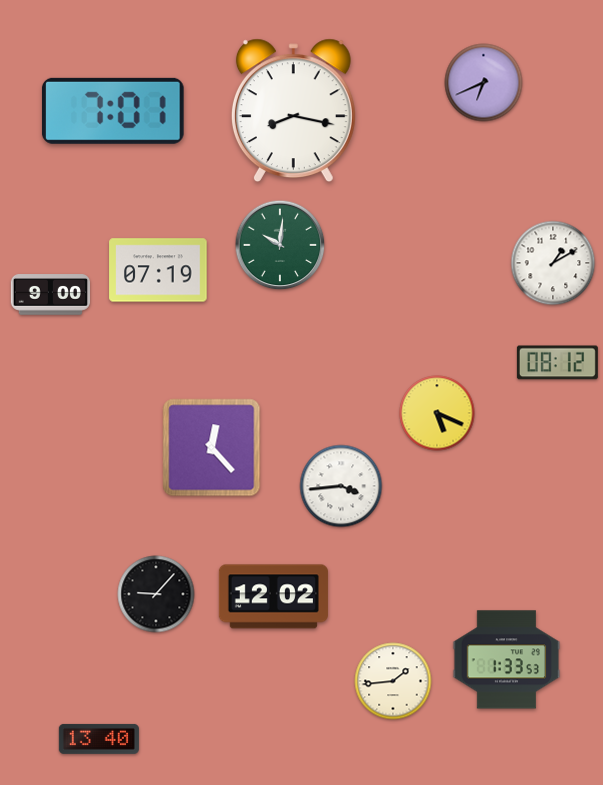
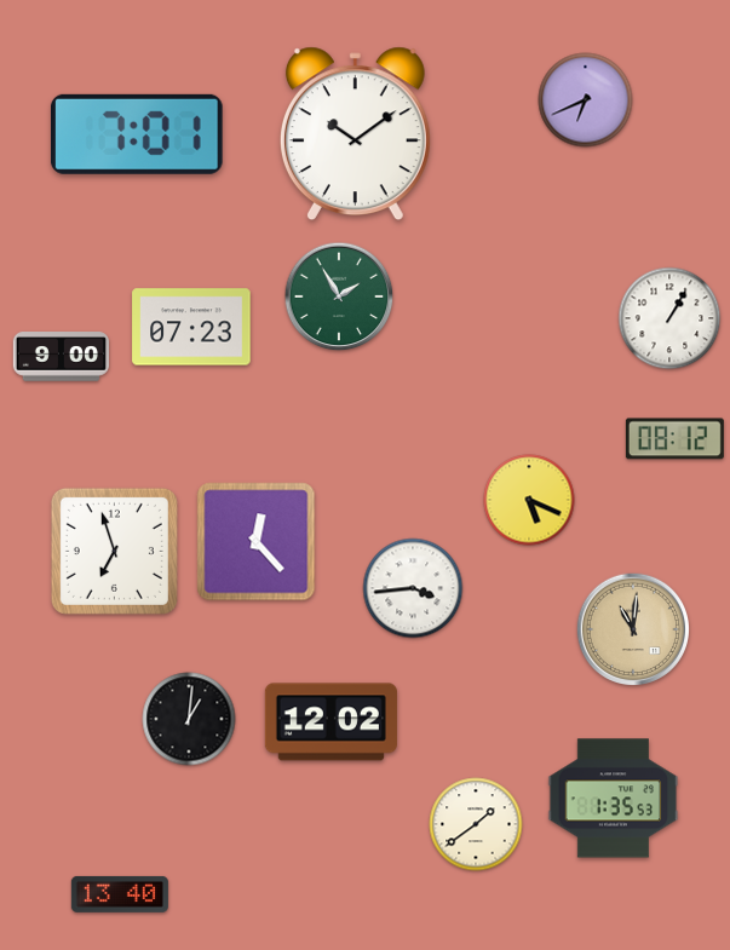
clock at (293, 110): 8:17 -> 10:09
clock at (280, 245): 10:01 -> 1:55
clock at (553, 263): 1:10 -> 1:05
clock at (158, 270): 07:19 -> 07:23
clock at (114, 551): none -> 6:57
clock at (632, 628): none -> 11:01
clock at (156, 594): 9:07 -> 1:01
clock at (507, 660): 1:33 -> 1:35
clock at (393, 681): 1:44 -> 1:39
